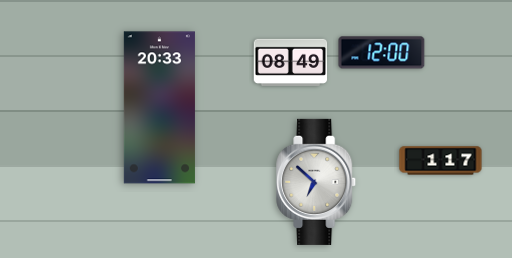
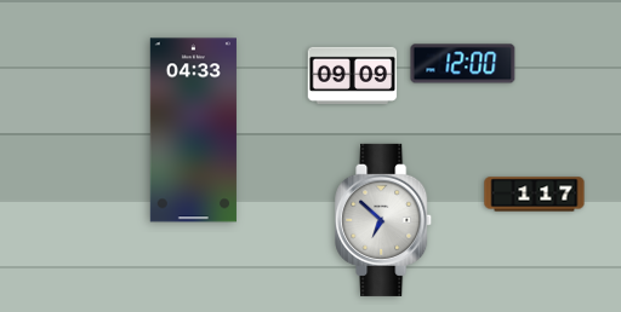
clock at (291, 62): 08:49 -> 09:09
clock at (159, 108): 20:33 -> 04:33
